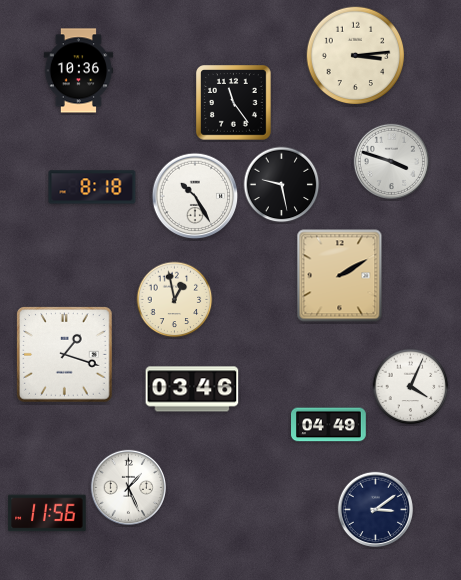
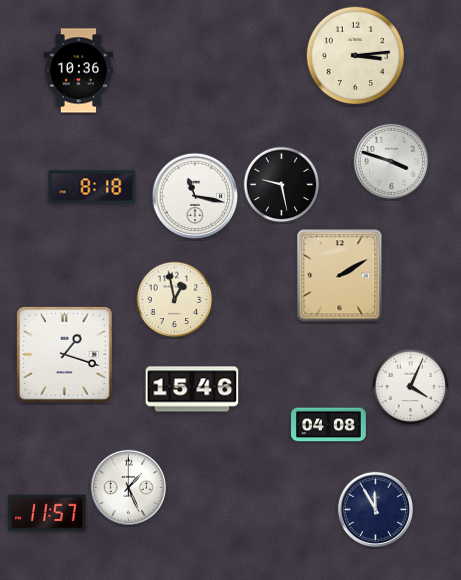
clock at (234, 103): 11:24 -> none
clock at (195, 196): 10:25 -> 11:17
clock at (192, 389): 03:46 -> 15:46
clock at (329, 425): 04:49 -> 04:08
clock at (375, 509): 3:09 -> 11:55
clock at (47, 513): 11:56 -> 11:57
